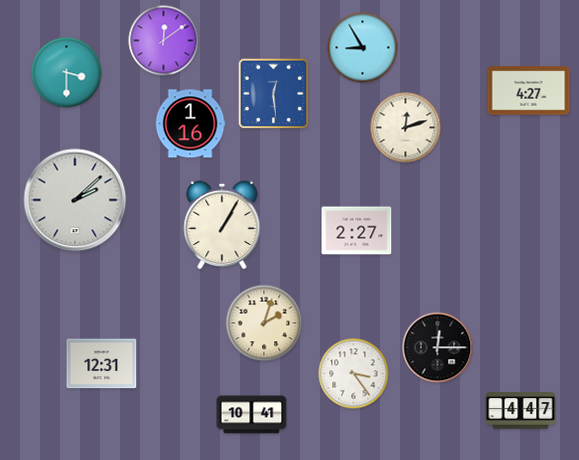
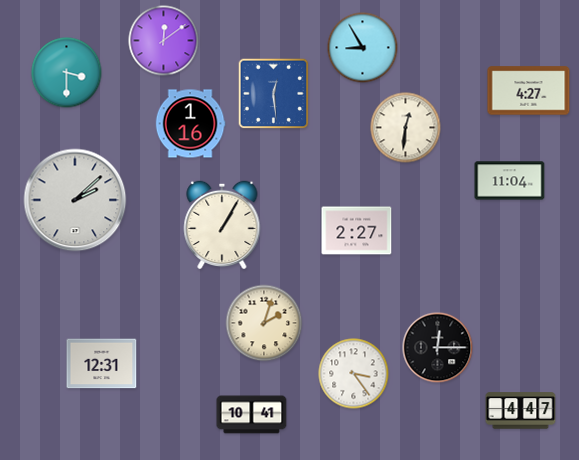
clock at (406, 128): 12:12 -> 12:31
clock at (510, 181): none -> 11:04
